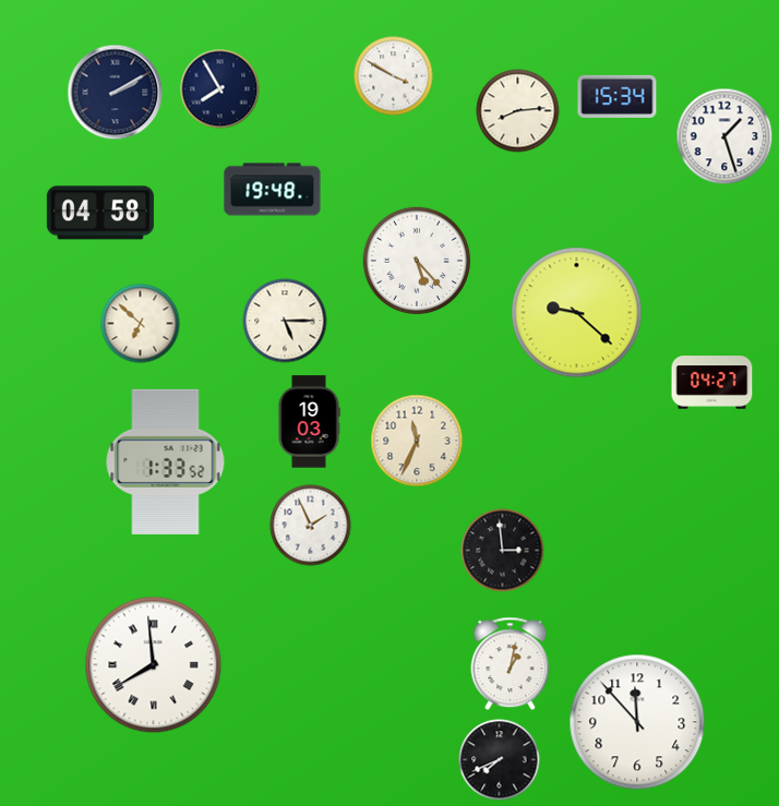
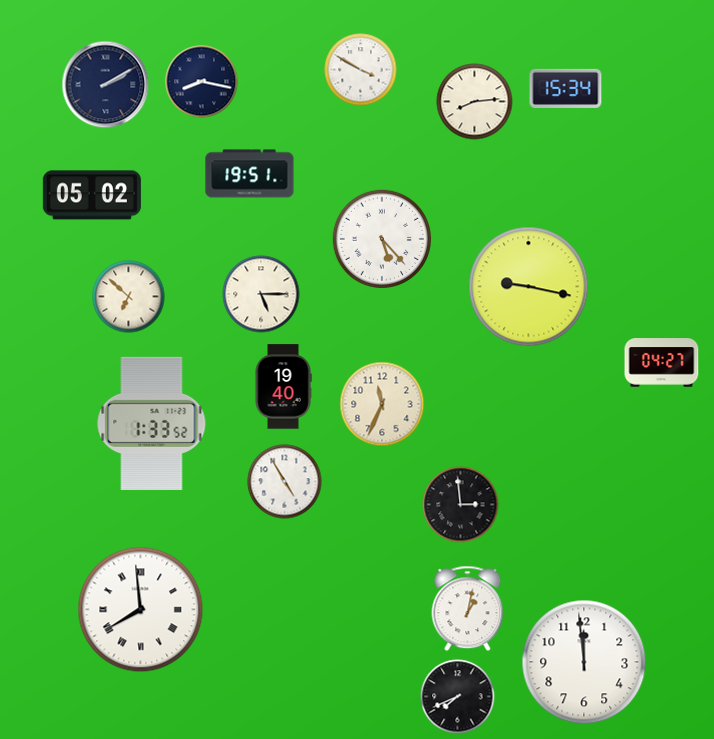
clock at (220, 89): 7:55 -> 8:17
clock at (724, 136): 1:27 -> none
clock at (273, 190): 19:48 -> 19:51
clock at (100, 213): 04:58 -> 05:02
clock at (577, 313): 9:22 -> 9:17
clock at (712, 383) position: (712, 383) -> (662, 363)
clock at (309, 422): 19:03 -> 19:40
clock at (311, 526): 1:56 -> 4:55
clock at (637, 722): 11:53 -> 11:59
